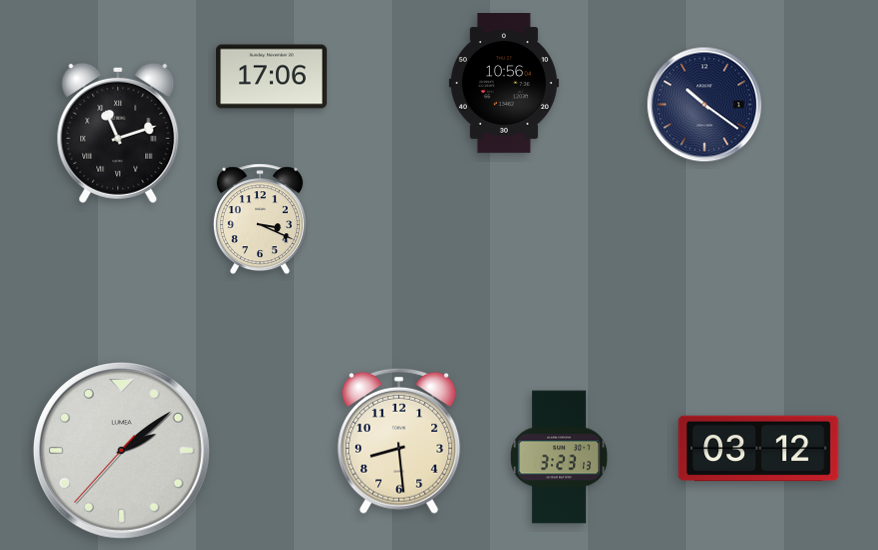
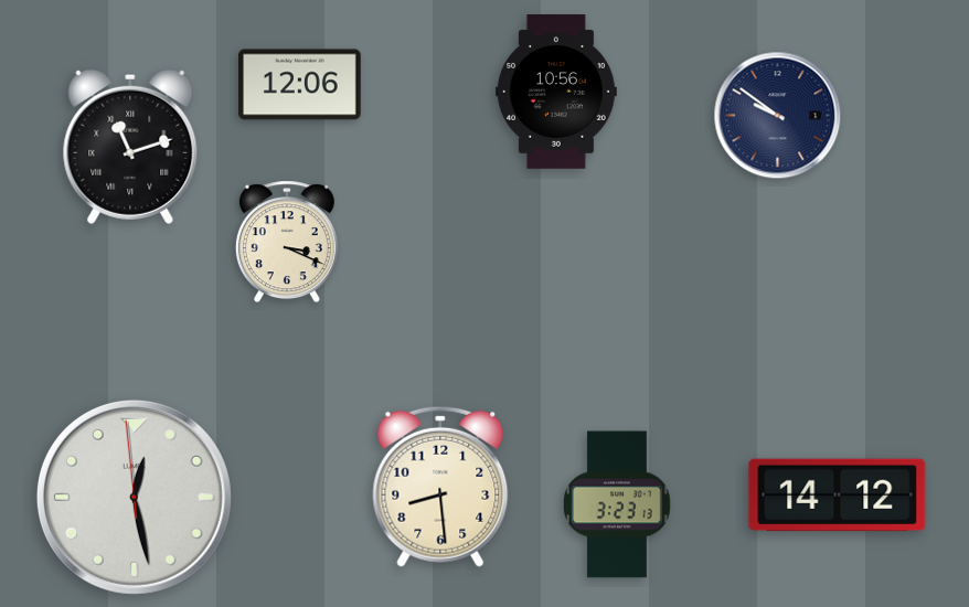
clock at (272, 77): 17:06 -> 12:06
clock at (705, 105): 10:21 -> 9:51
clock at (759, 449): 03:12 -> 14:12
clock at (121, 450): 2:08 -> 12:27
